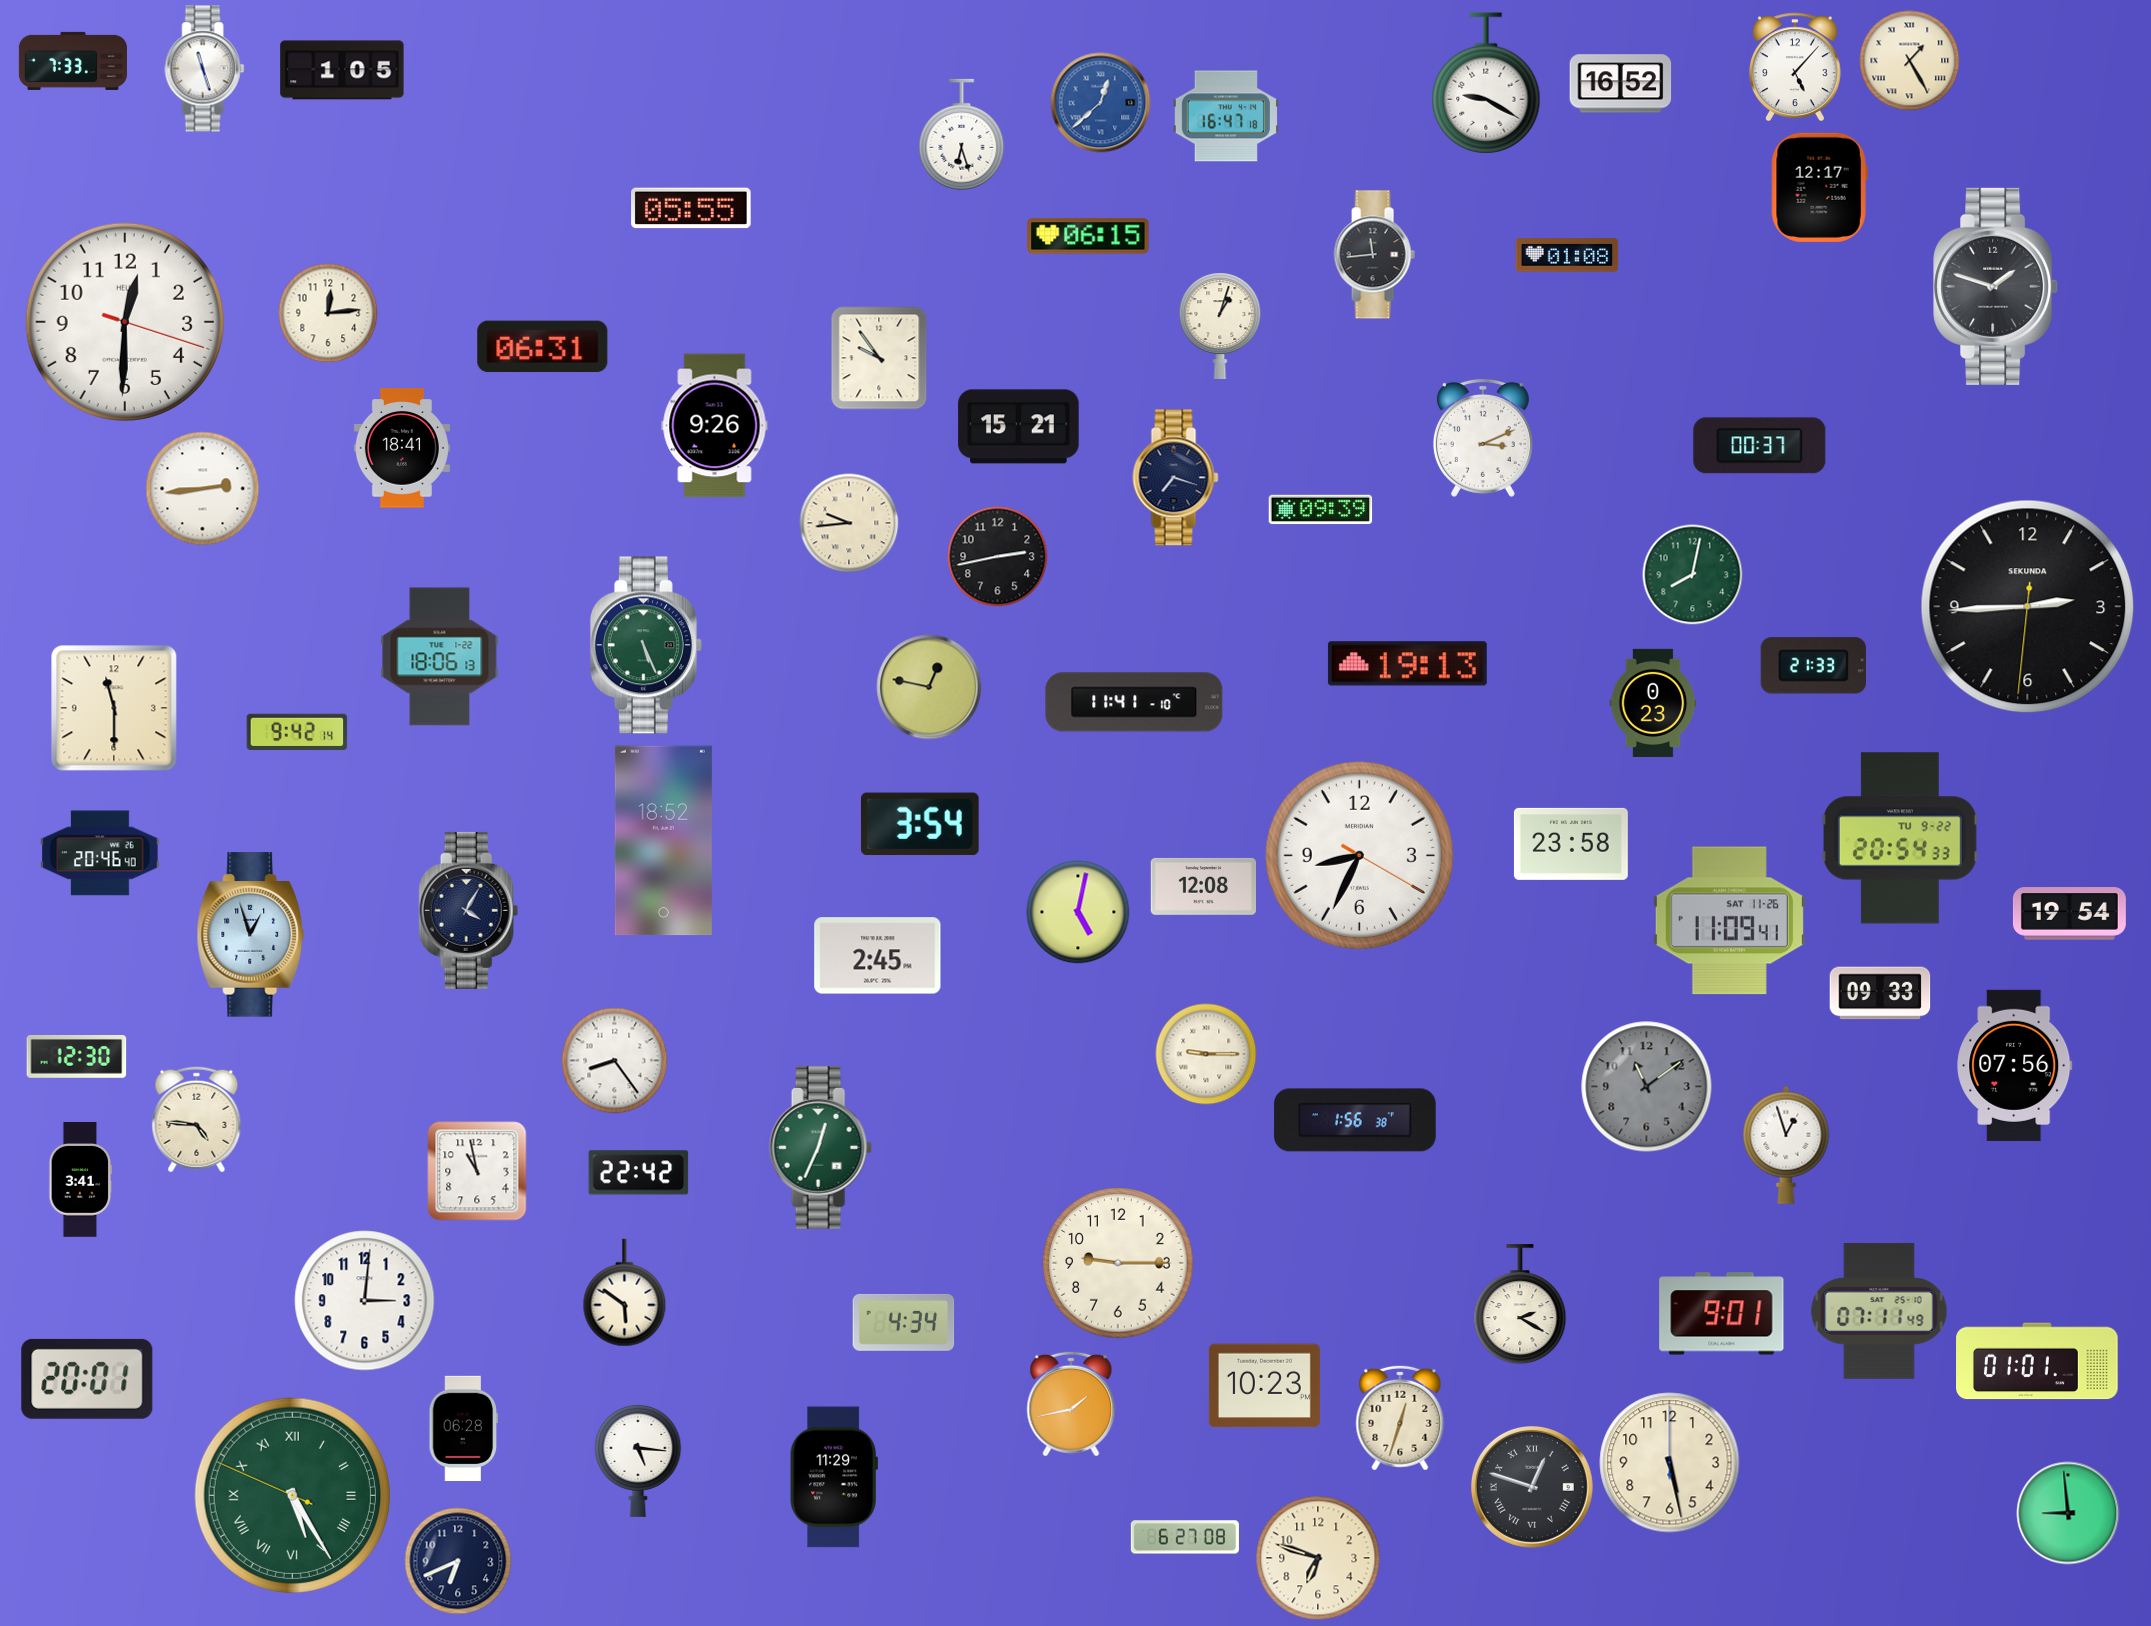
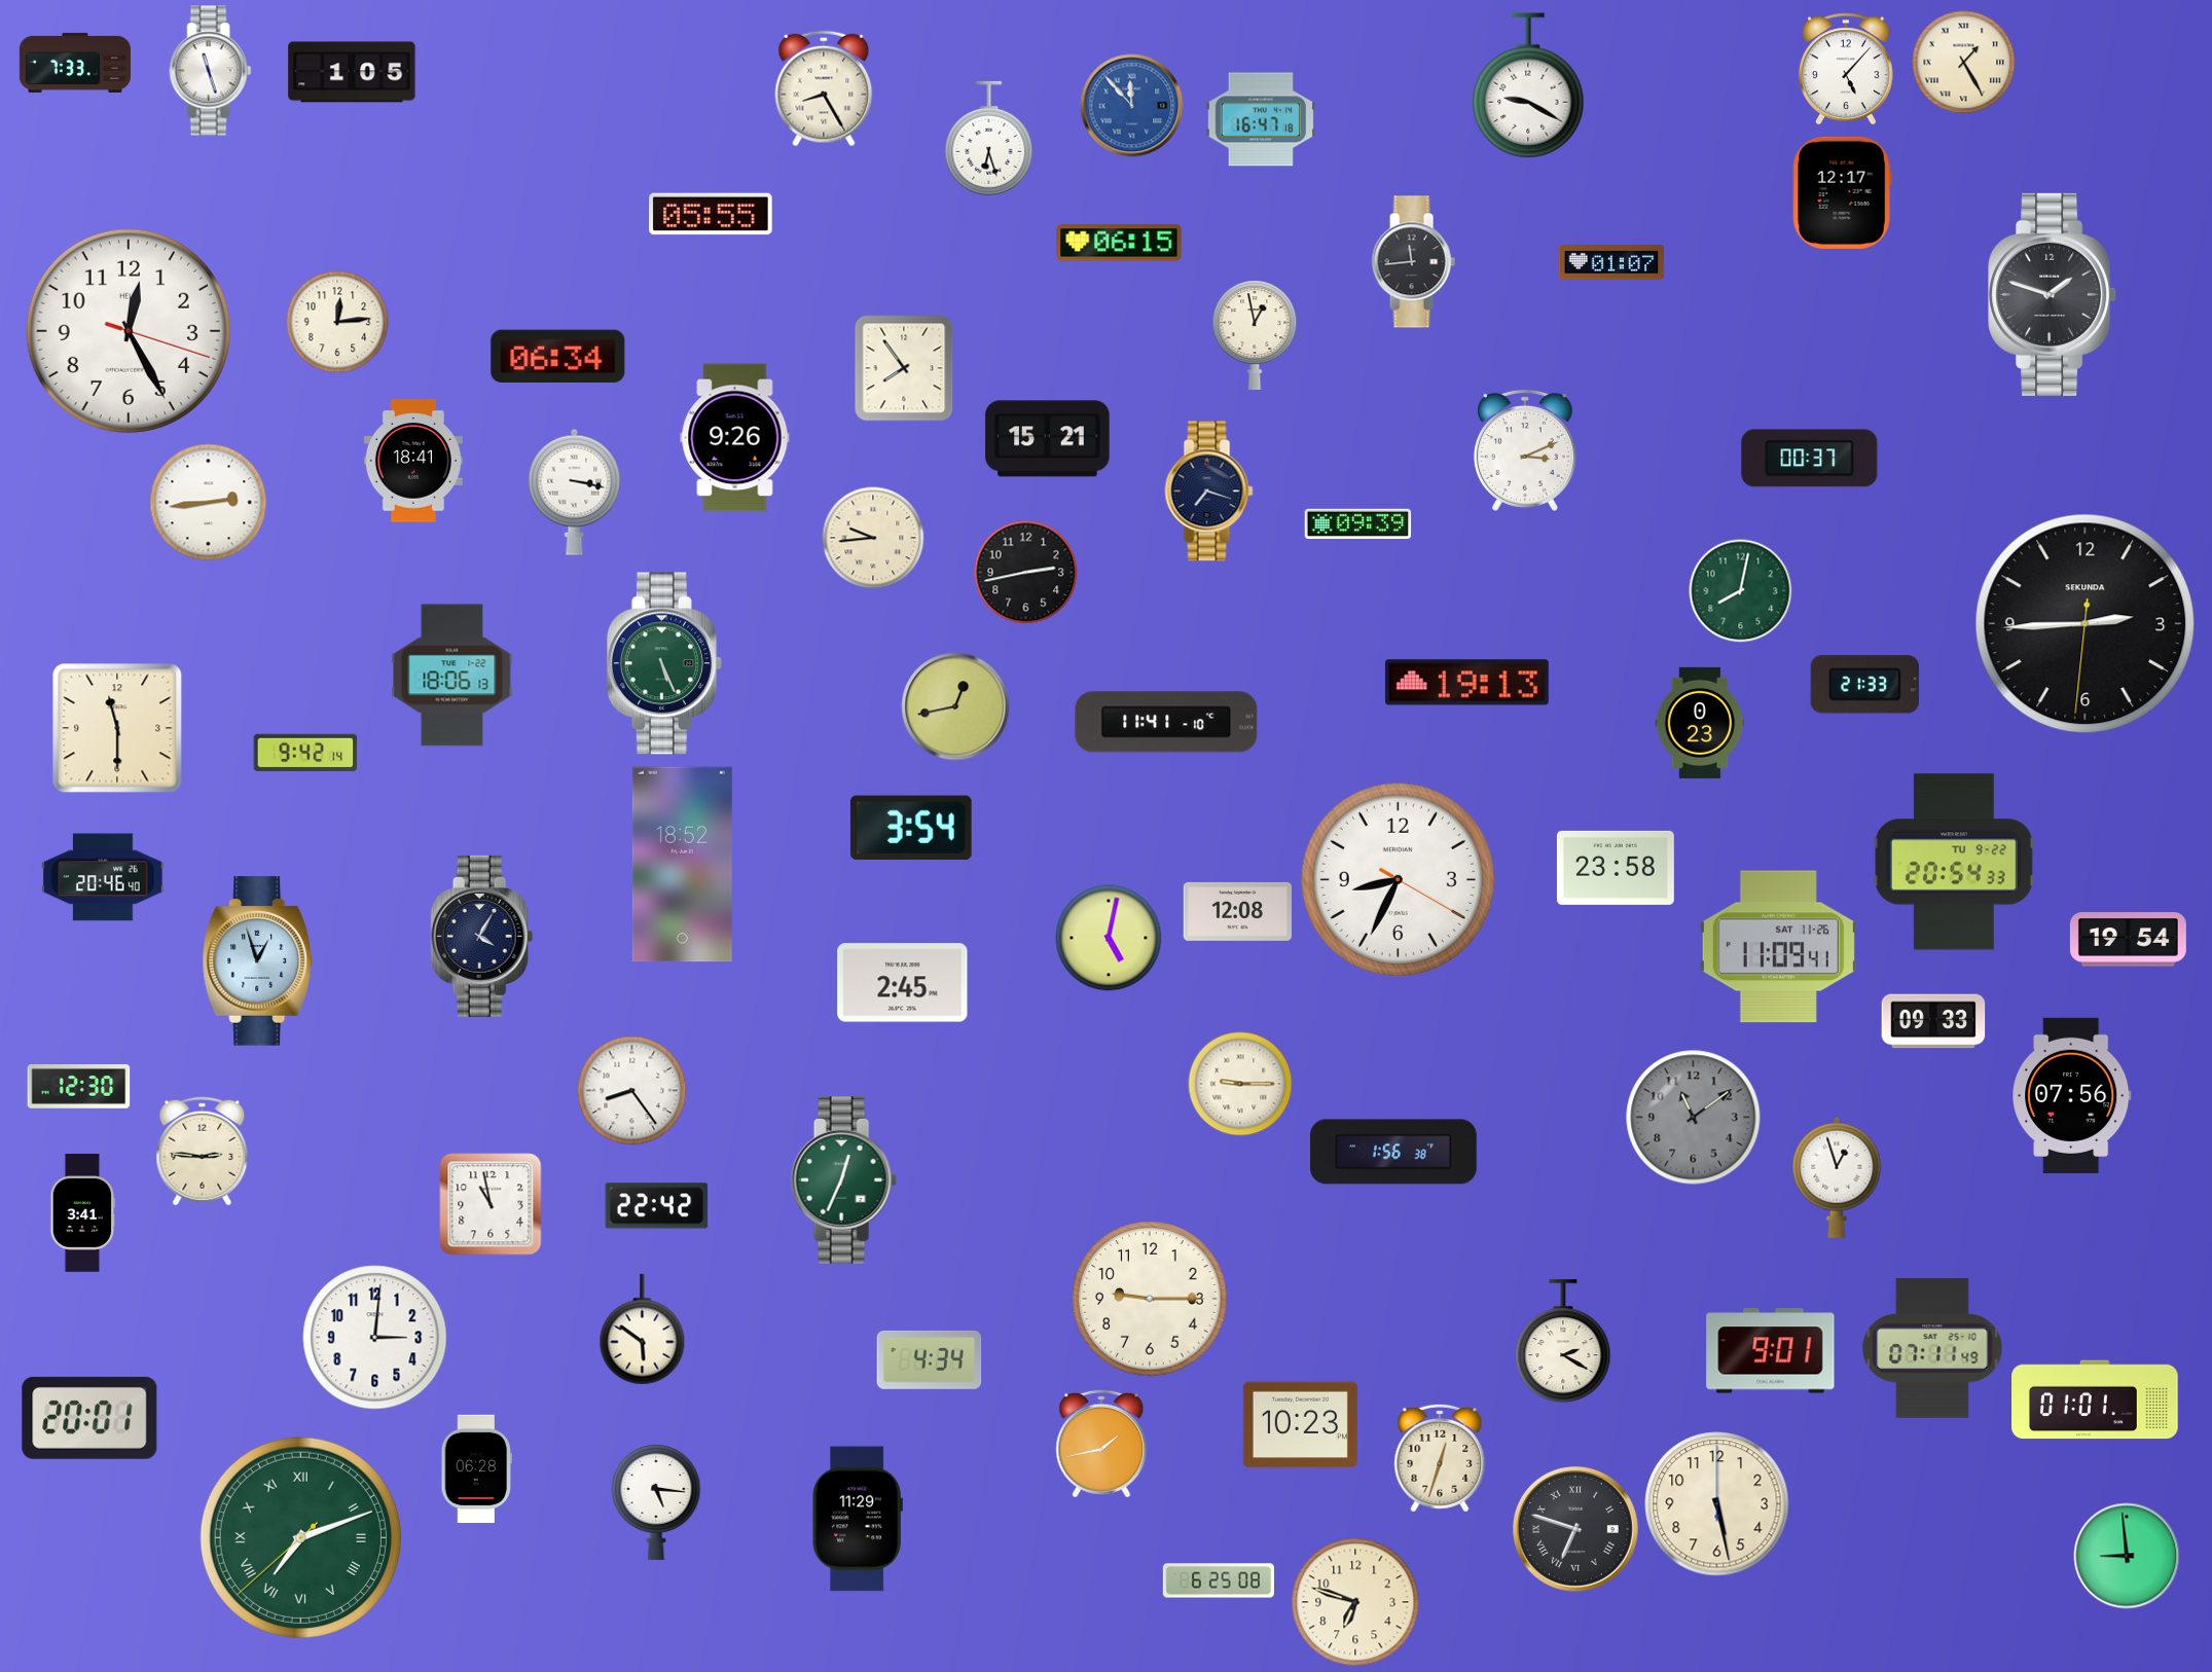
clock at (1621, 84): 16:52 -> none
clock at (824, 88): none -> 8:25
clock at (1101, 103): 12:38 -> 11:53
clock at (1819, 187) position: (1819, 187) -> (1842, 192)
clock at (1567, 255): 01:08 -> 01:07
clock at (125, 322): 12:30 -> 12:25
clock at (1220, 325): 1:03 -> 12:58
clock at (543, 347): 06:31 -> 06:34
clock at (879, 358): 9:54 -> 7:54
clock at (575, 492): none -> 3:17
clock at (1407, 664) position: (1407, 664) -> (1466, 683)
clock at (929, 687): 12:47 -> 12:43
clock at (920, 824) position: (920, 824) -> (911, 828)
clock at (197, 1120): 4:46 -> 2:46
clock at (1532, 1487): 12:48 -> 6:48
clock at (292, 1495): 5:24 -> 7:11
clock at (1185, 1537): 6:27 -> 6:25
clock at (458, 1561): 6:41 -> none
